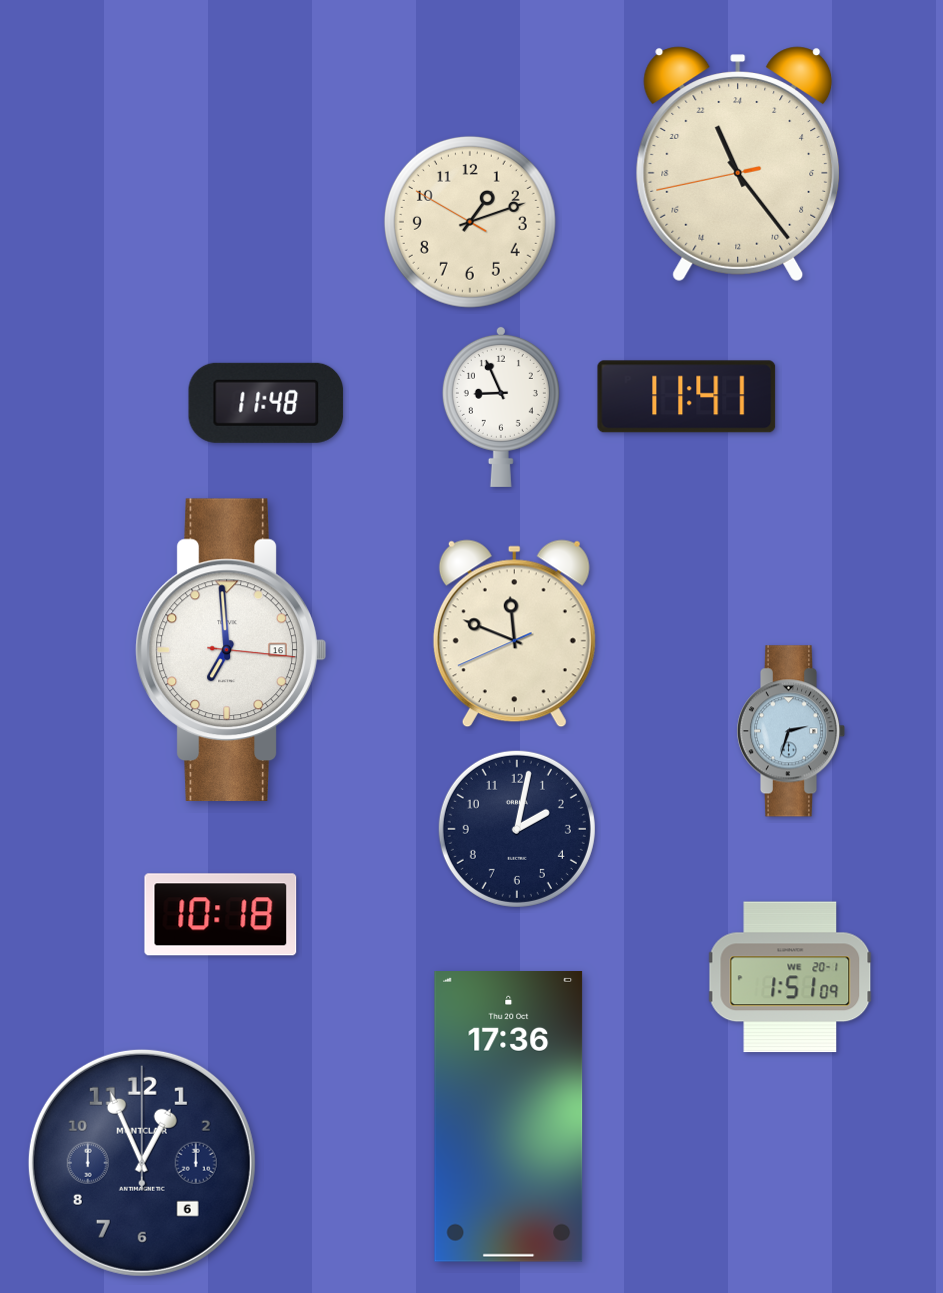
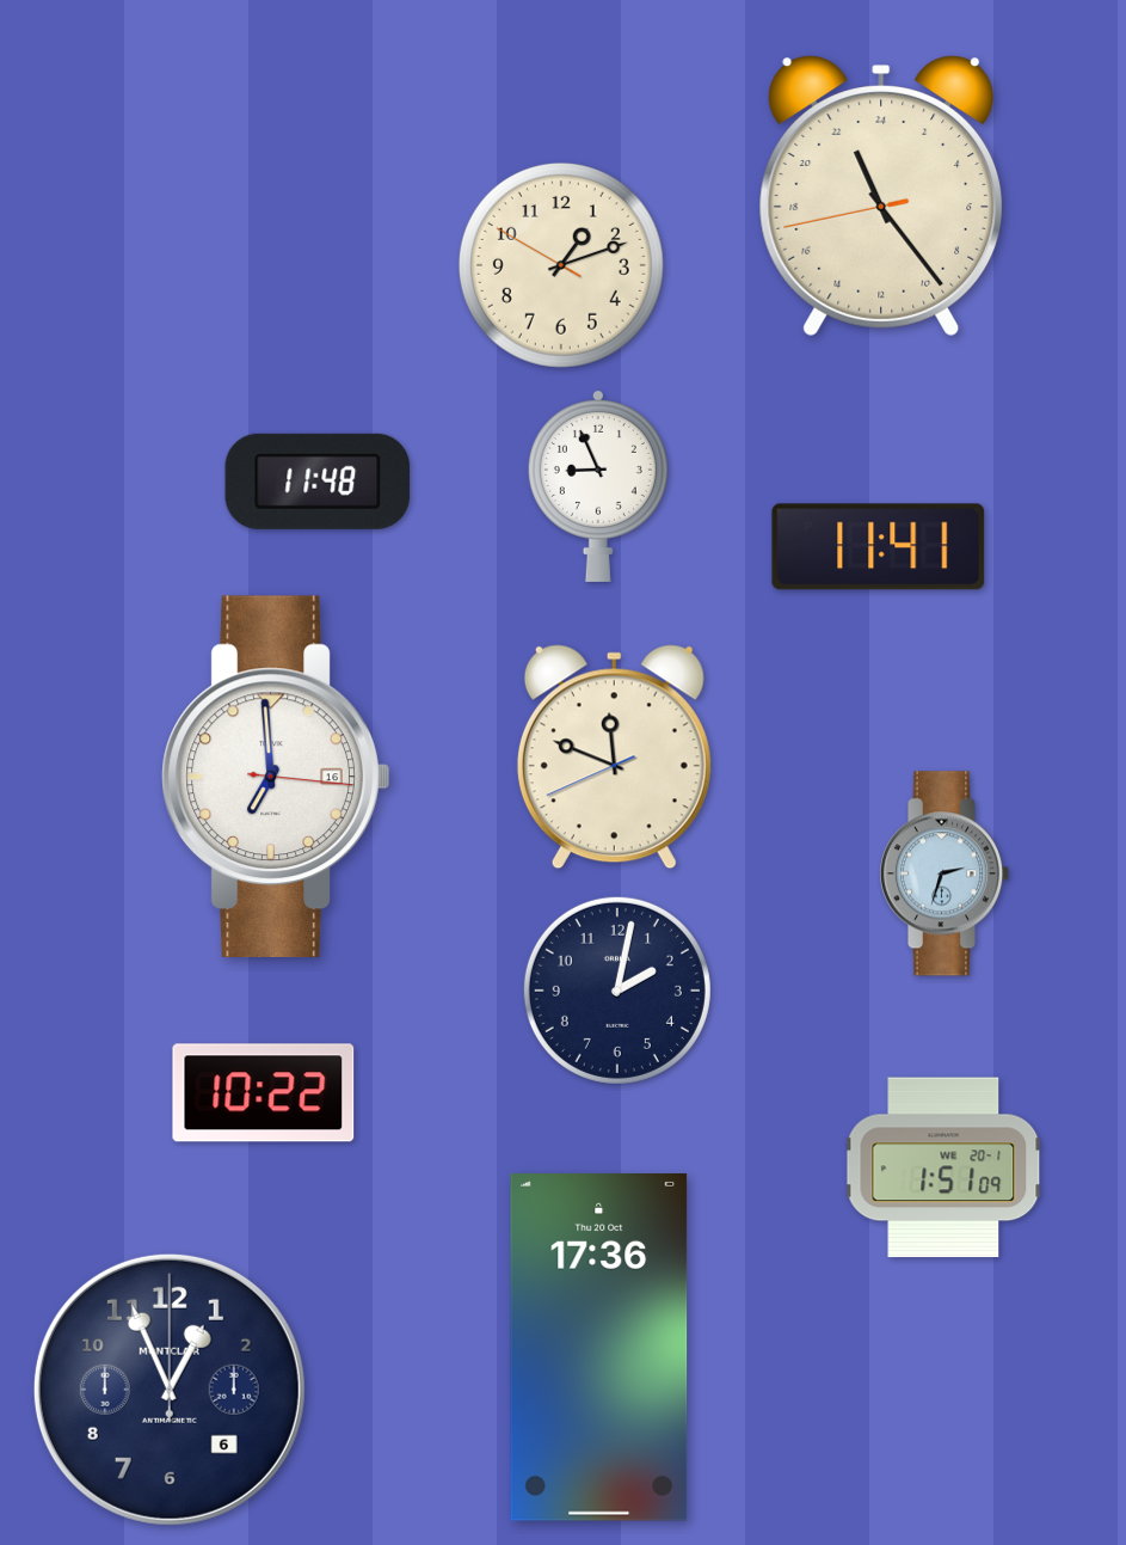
clock at (687, 397) position: (687, 397) -> (879, 547)
clock at (221, 915): 10:18 -> 10:22
clock at (509, 1117) position: (509, 1117) -> (599, 1348)
